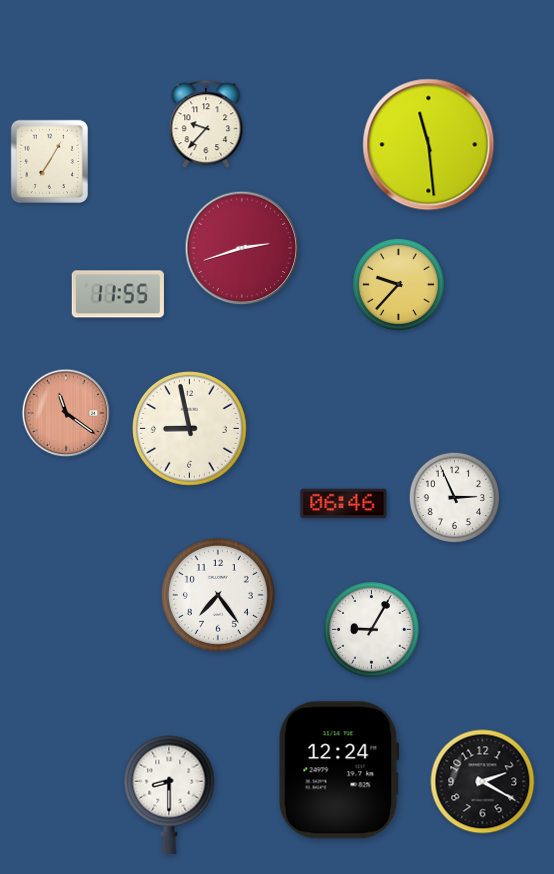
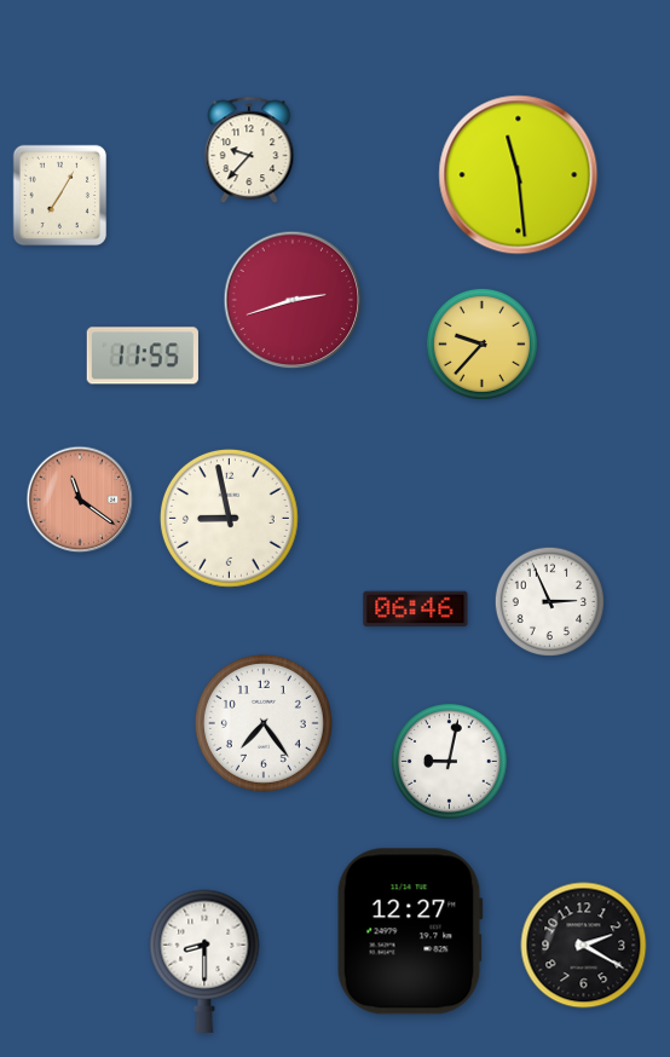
clock at (218, 595) position: (218, 595) -> (264, 723)
clock at (372, 630): 9:05 -> 9:02
clock at (339, 770): 12:24 -> 12:27
